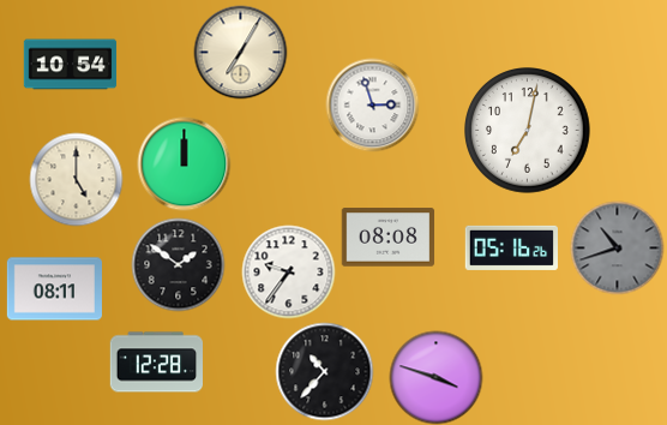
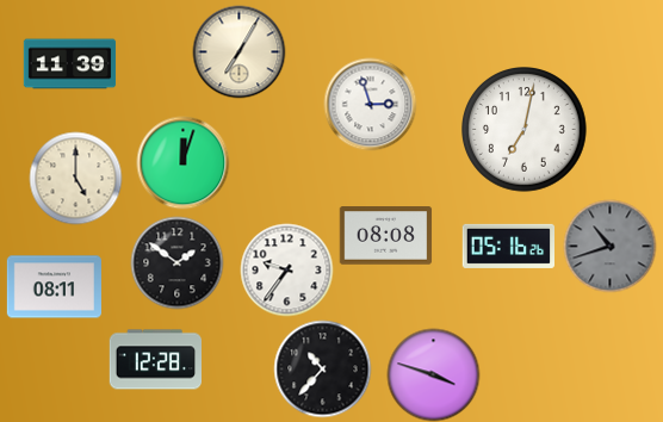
clock at (70, 65): 10:54 -> 11:39
clock at (184, 163): 12:00 -> 12:03
clock at (617, 247) position: (617, 247) -> (609, 246)
